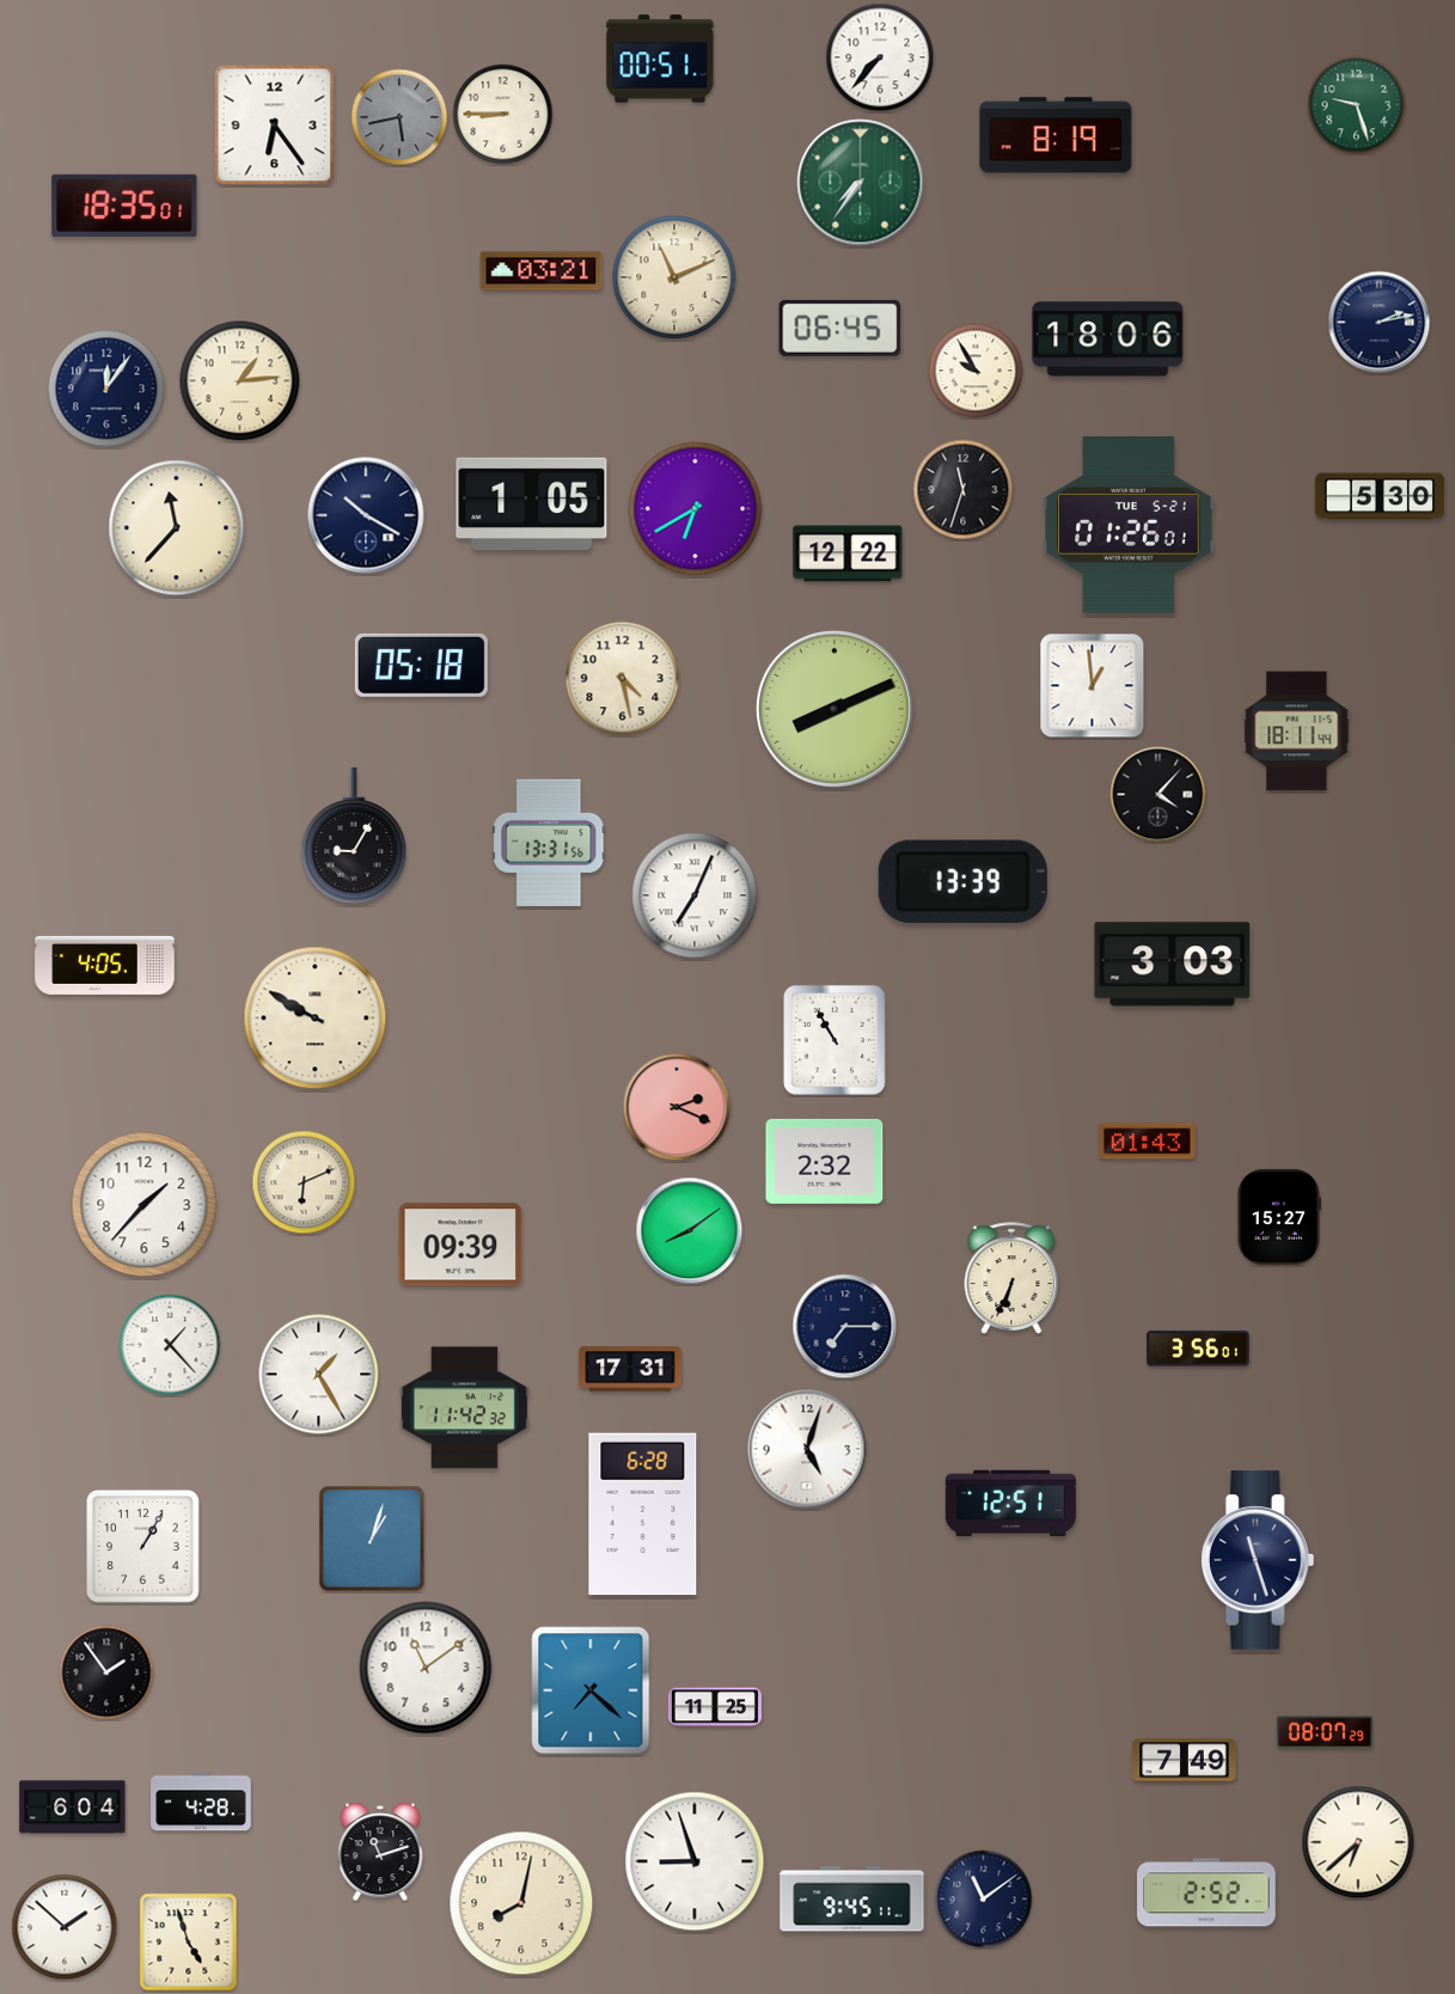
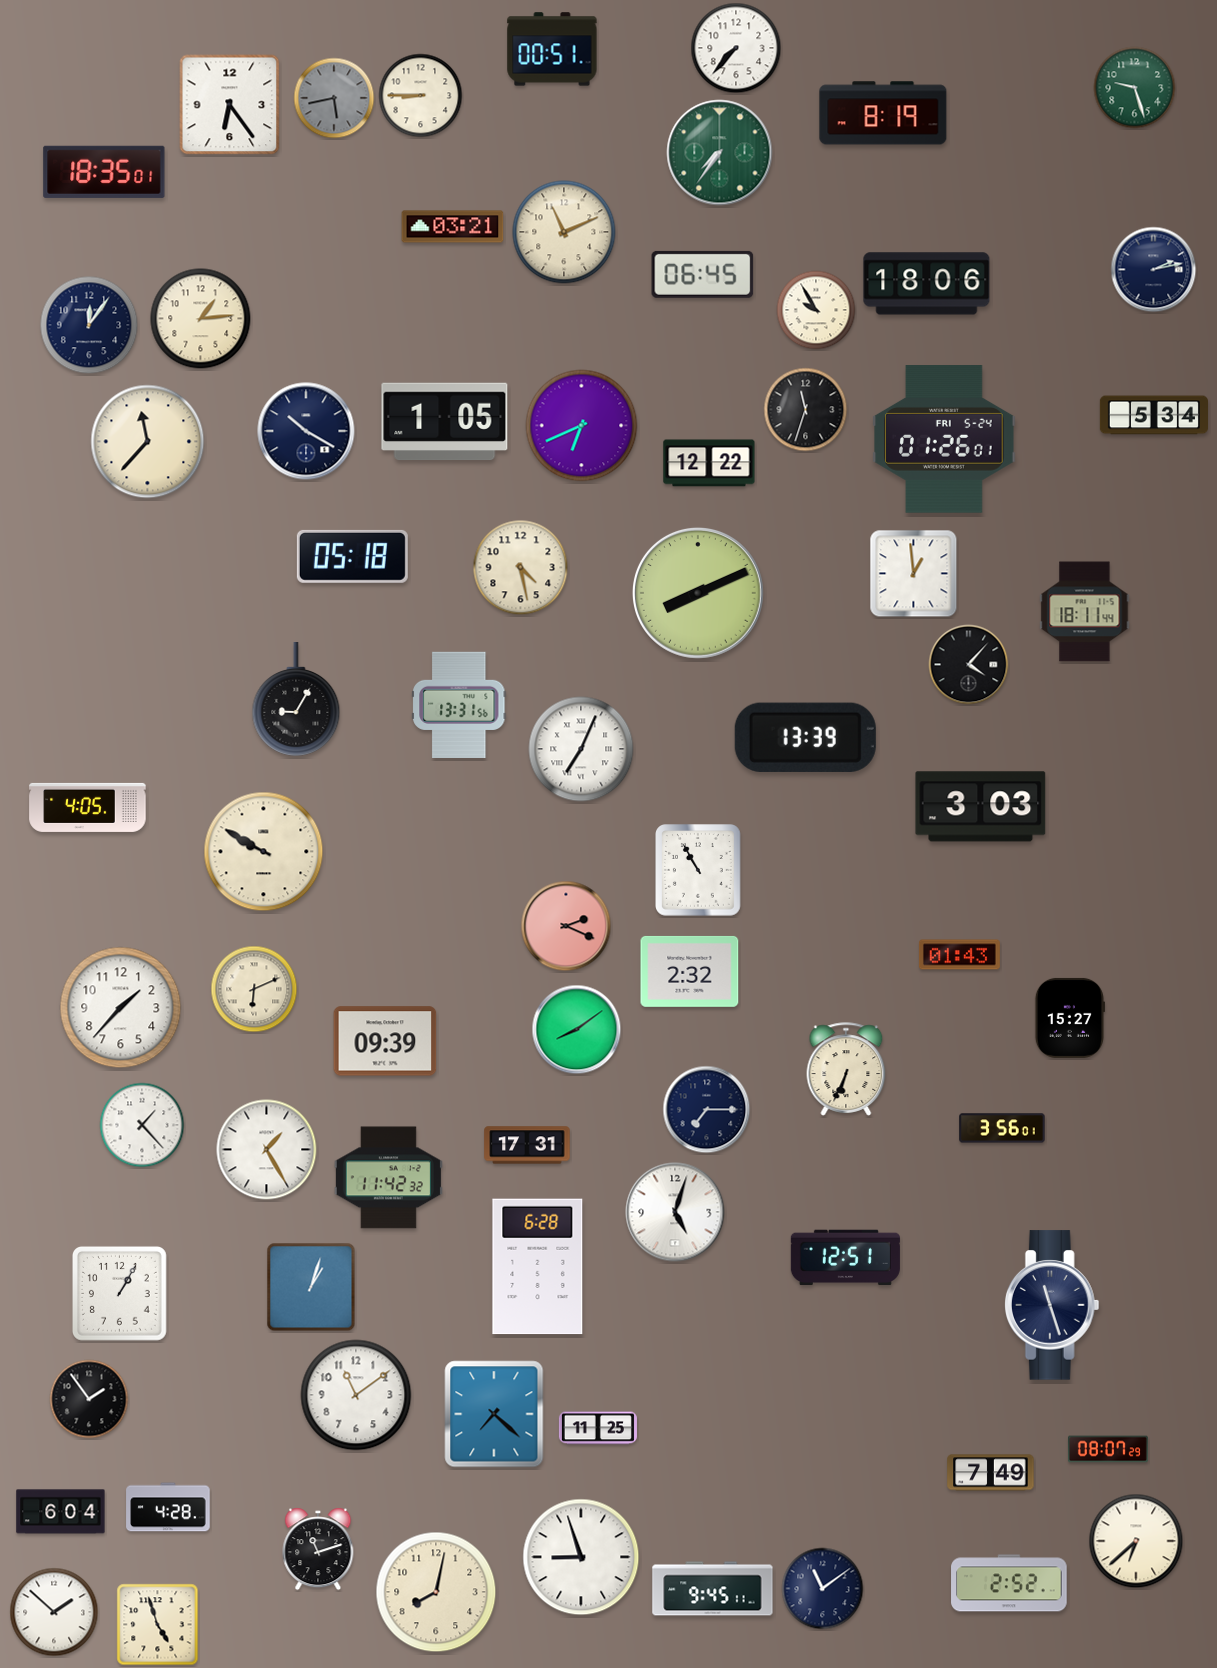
clock at (1378, 496): 5:30 -> 5:34
clock at (696, 509): 6:40 -> 6:41
clock at (1129, 525) date: TUE 5-21 -> FRI 5-24
